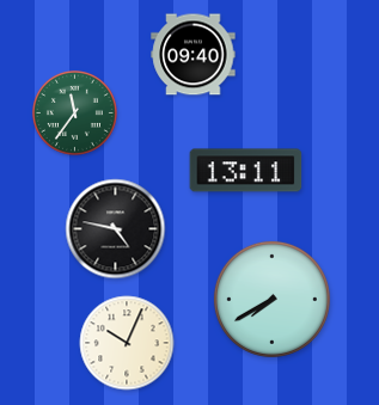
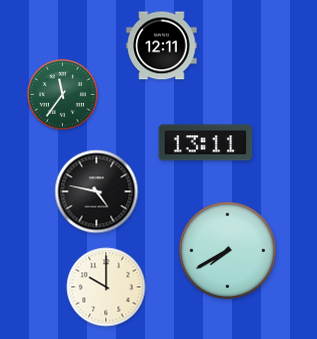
clock at (194, 55): 09:40 -> 12:11
clock at (127, 343): 10:04 -> 10:00
